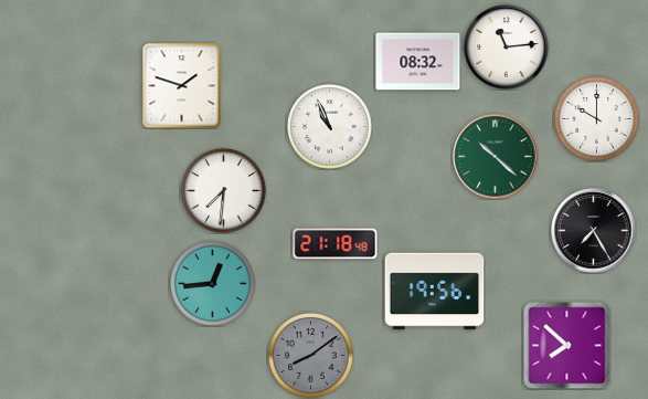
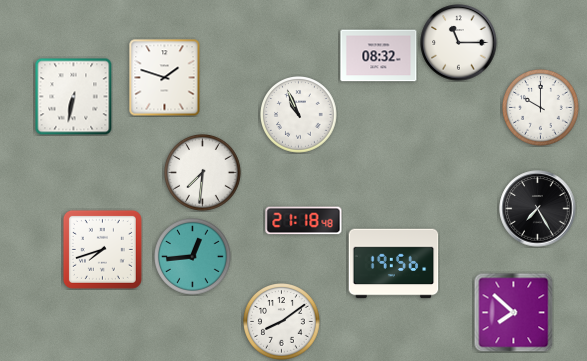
clock at (507, 48): 11:14 -> 11:15
clock at (73, 96): none -> 6:32
clock at (496, 157): 10:22 -> none
clock at (102, 249): none -> 7:42
clock at (311, 356) dial: grey -> white
